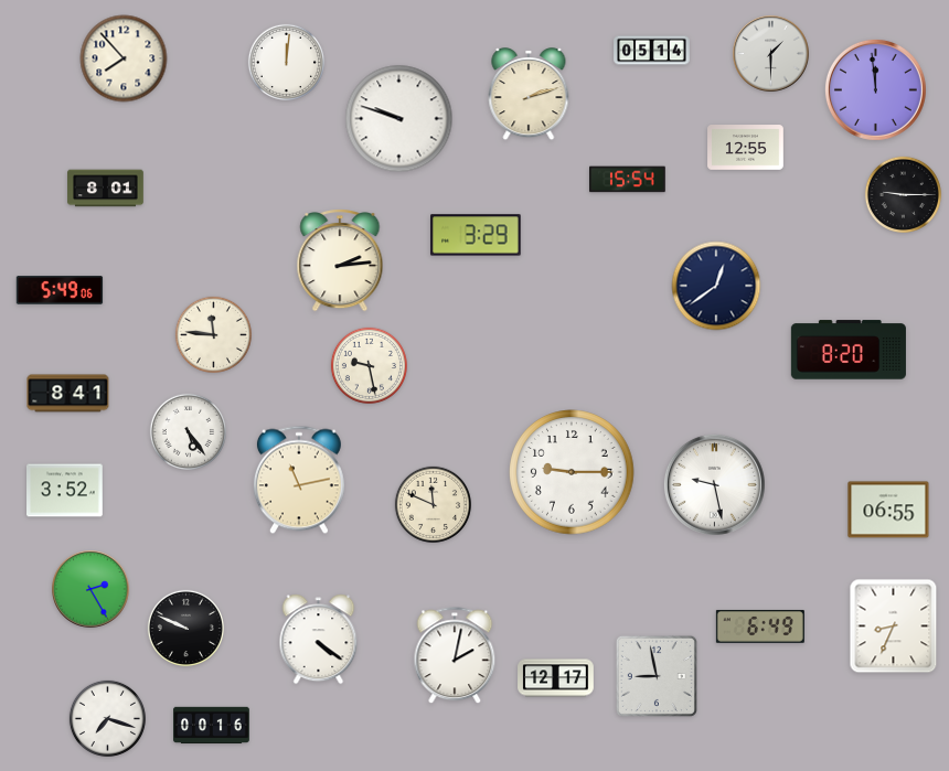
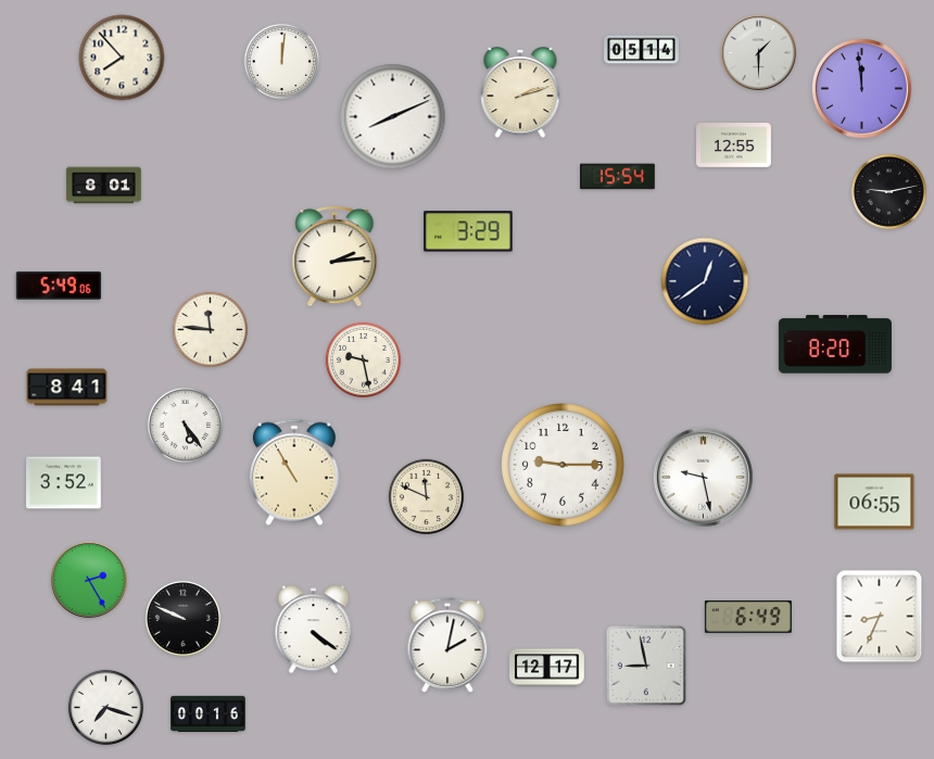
clock at (399, 119): 9:48 -> 8:11
clock at (903, 194): 9:15 -> 9:13
clock at (299, 480): 11:13 -> 10:55
